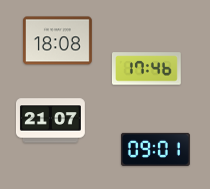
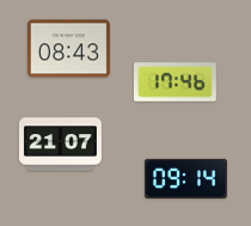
clock at (57, 41): 18:08 -> 08:43
clock at (155, 149): 09:01 -> 09:14
